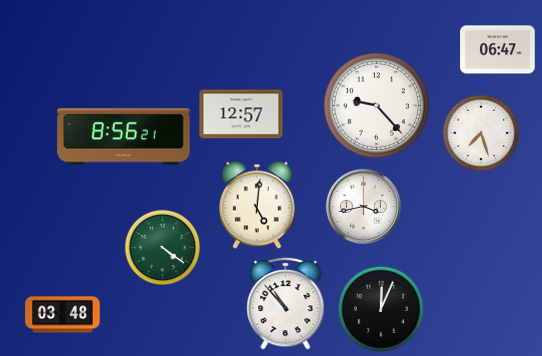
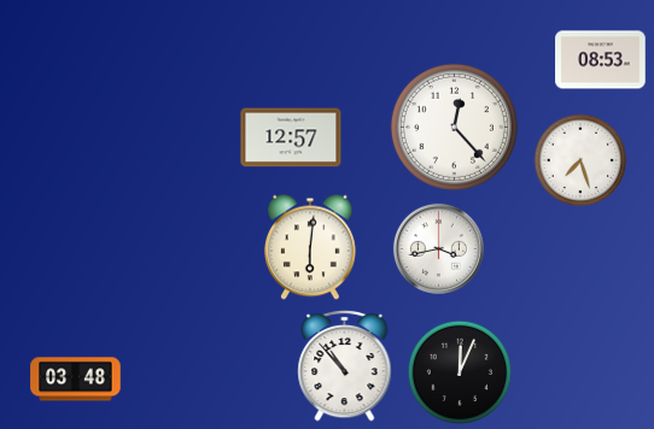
clock at (498, 50): 06:47 -> 08:53
clock at (376, 105): 9:23 -> 12:23
clock at (124, 137): 8:56 -> none
clock at (258, 205): 5:01 -> 6:01
clock at (163, 248): 4:21 -> none
